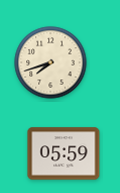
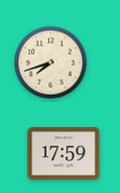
clock at (64, 154): 05:59 -> 17:59
